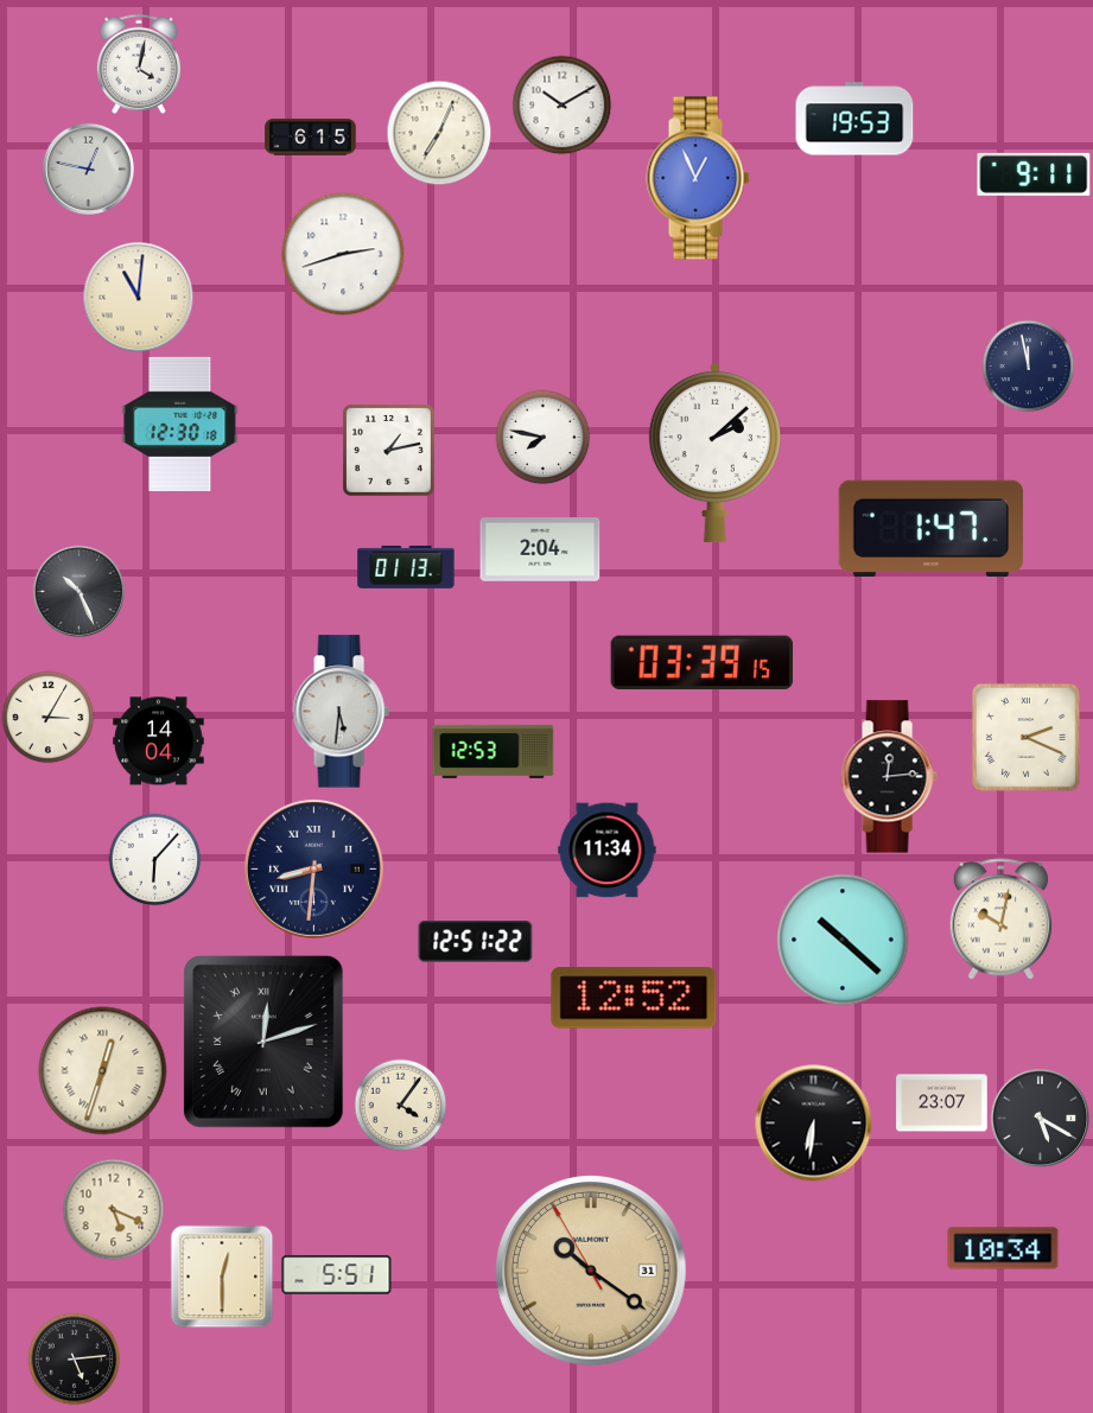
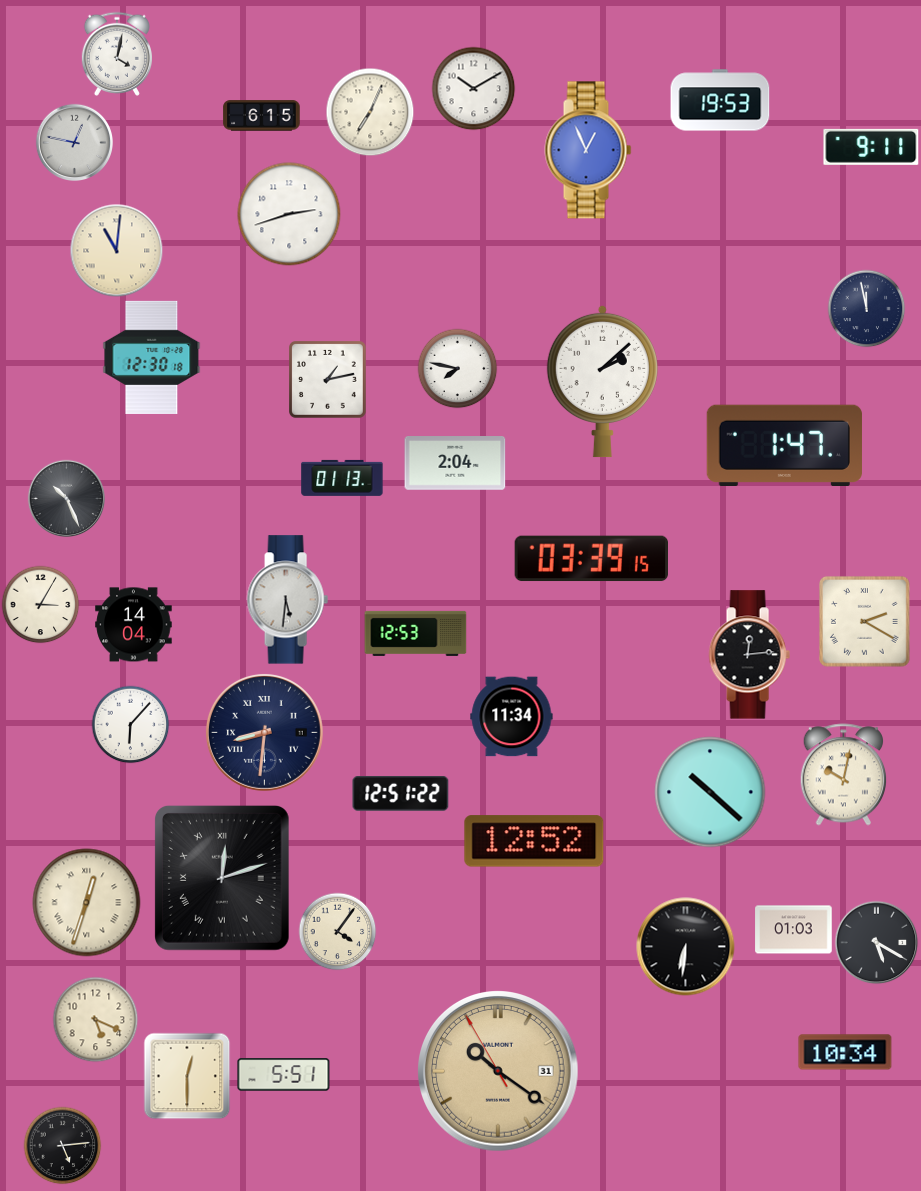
clock at (1025, 737): 2:19 -> 2:20
clock at (942, 1103): 23:07 -> 01:03
